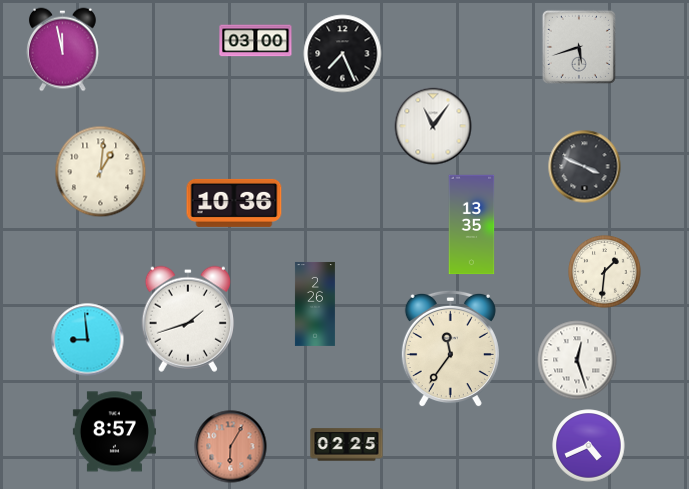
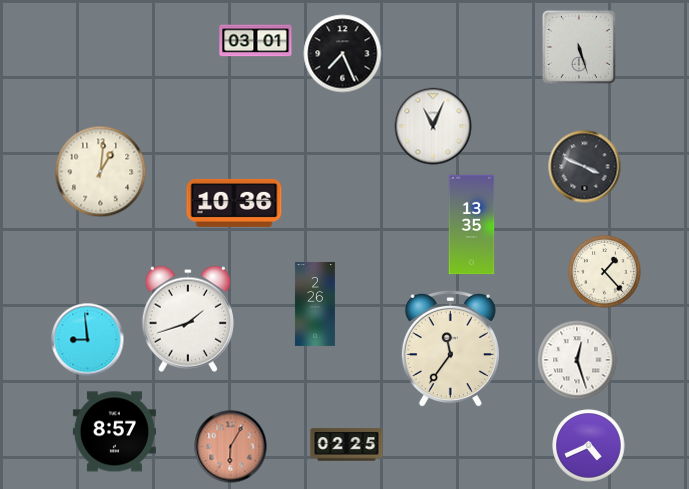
clock at (256, 41): 03:00 -> 03:01
clock at (579, 47): 5:42 -> 5:27
clock at (62, 50): 11:58 -> none
clock at (433, 126): 11:06 -> 11:04
clock at (605, 272): 1:31 -> 1:23
